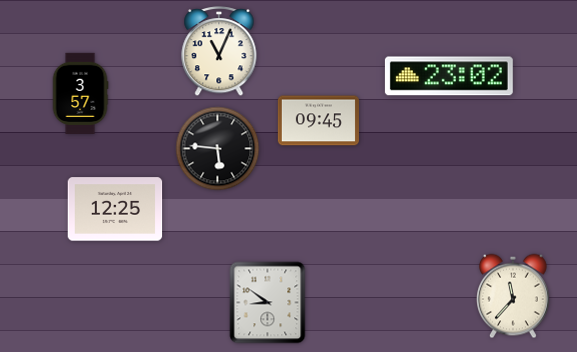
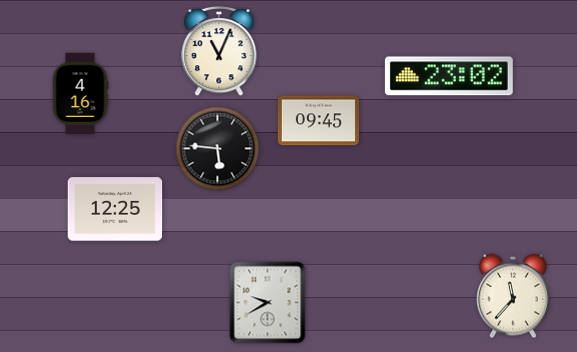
clock at (80, 93): 3:57 -> 4:16
clock at (268, 303): 8:51 -> 9:40
